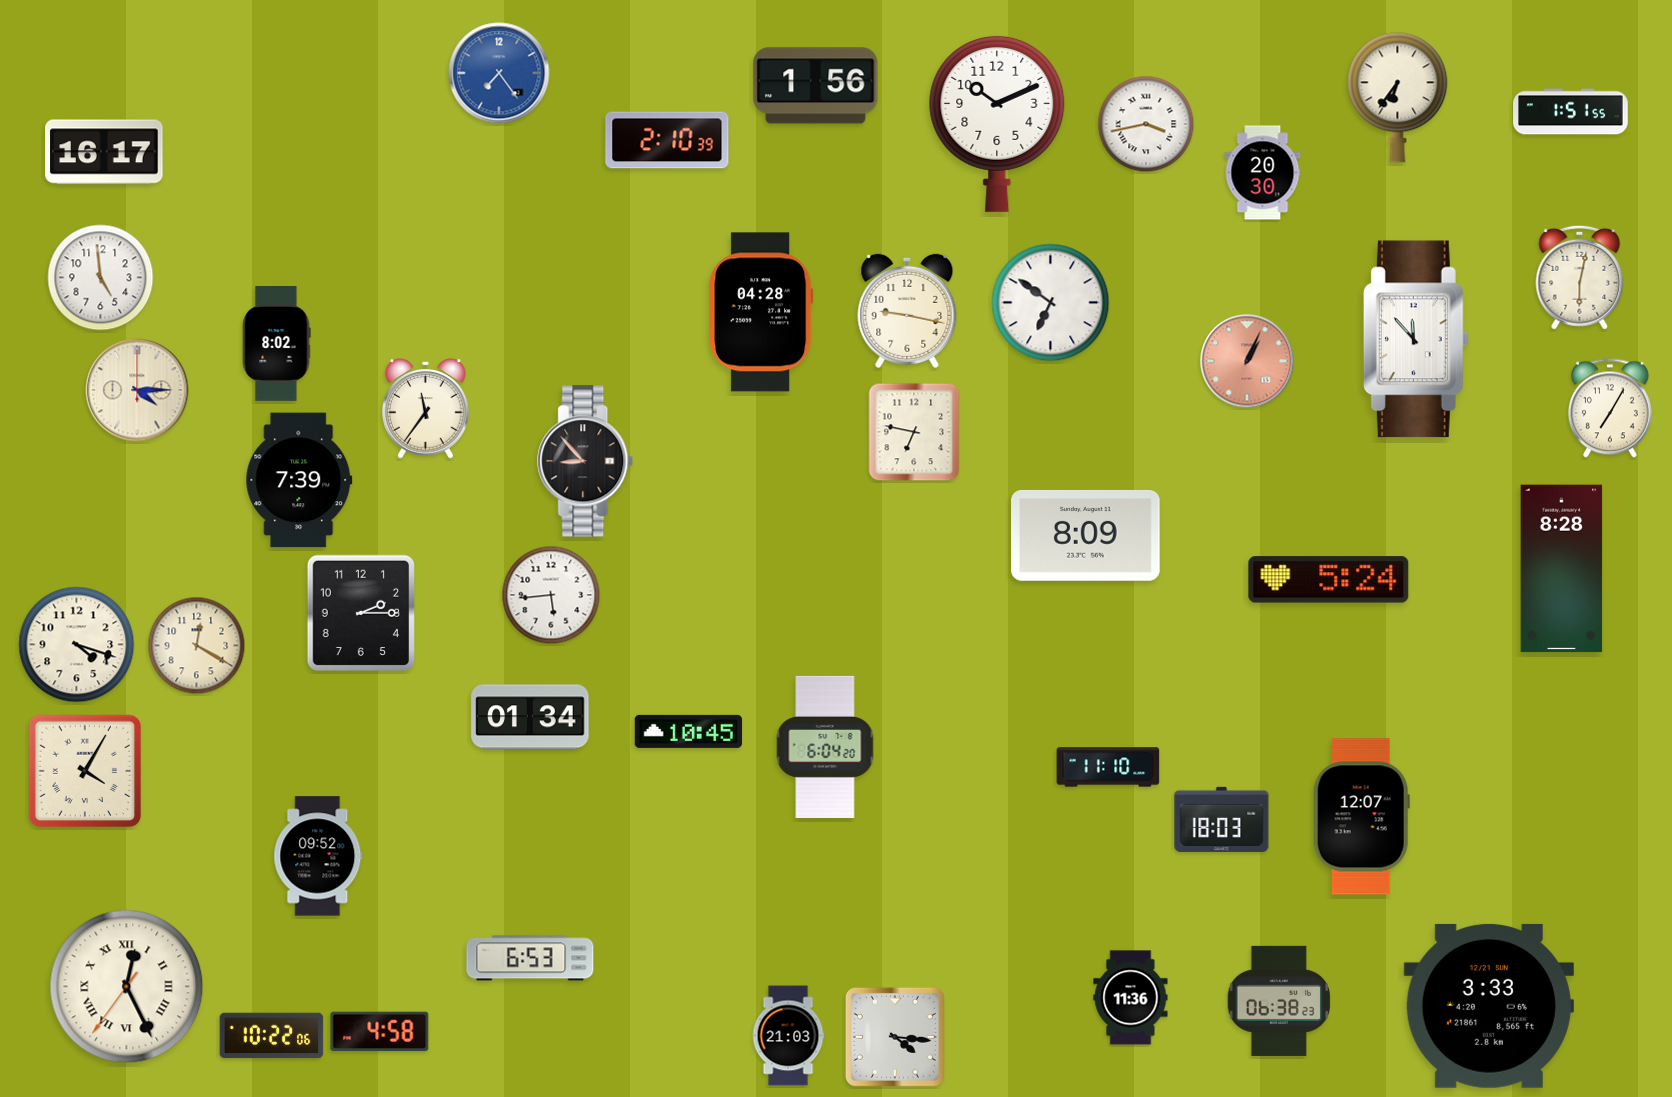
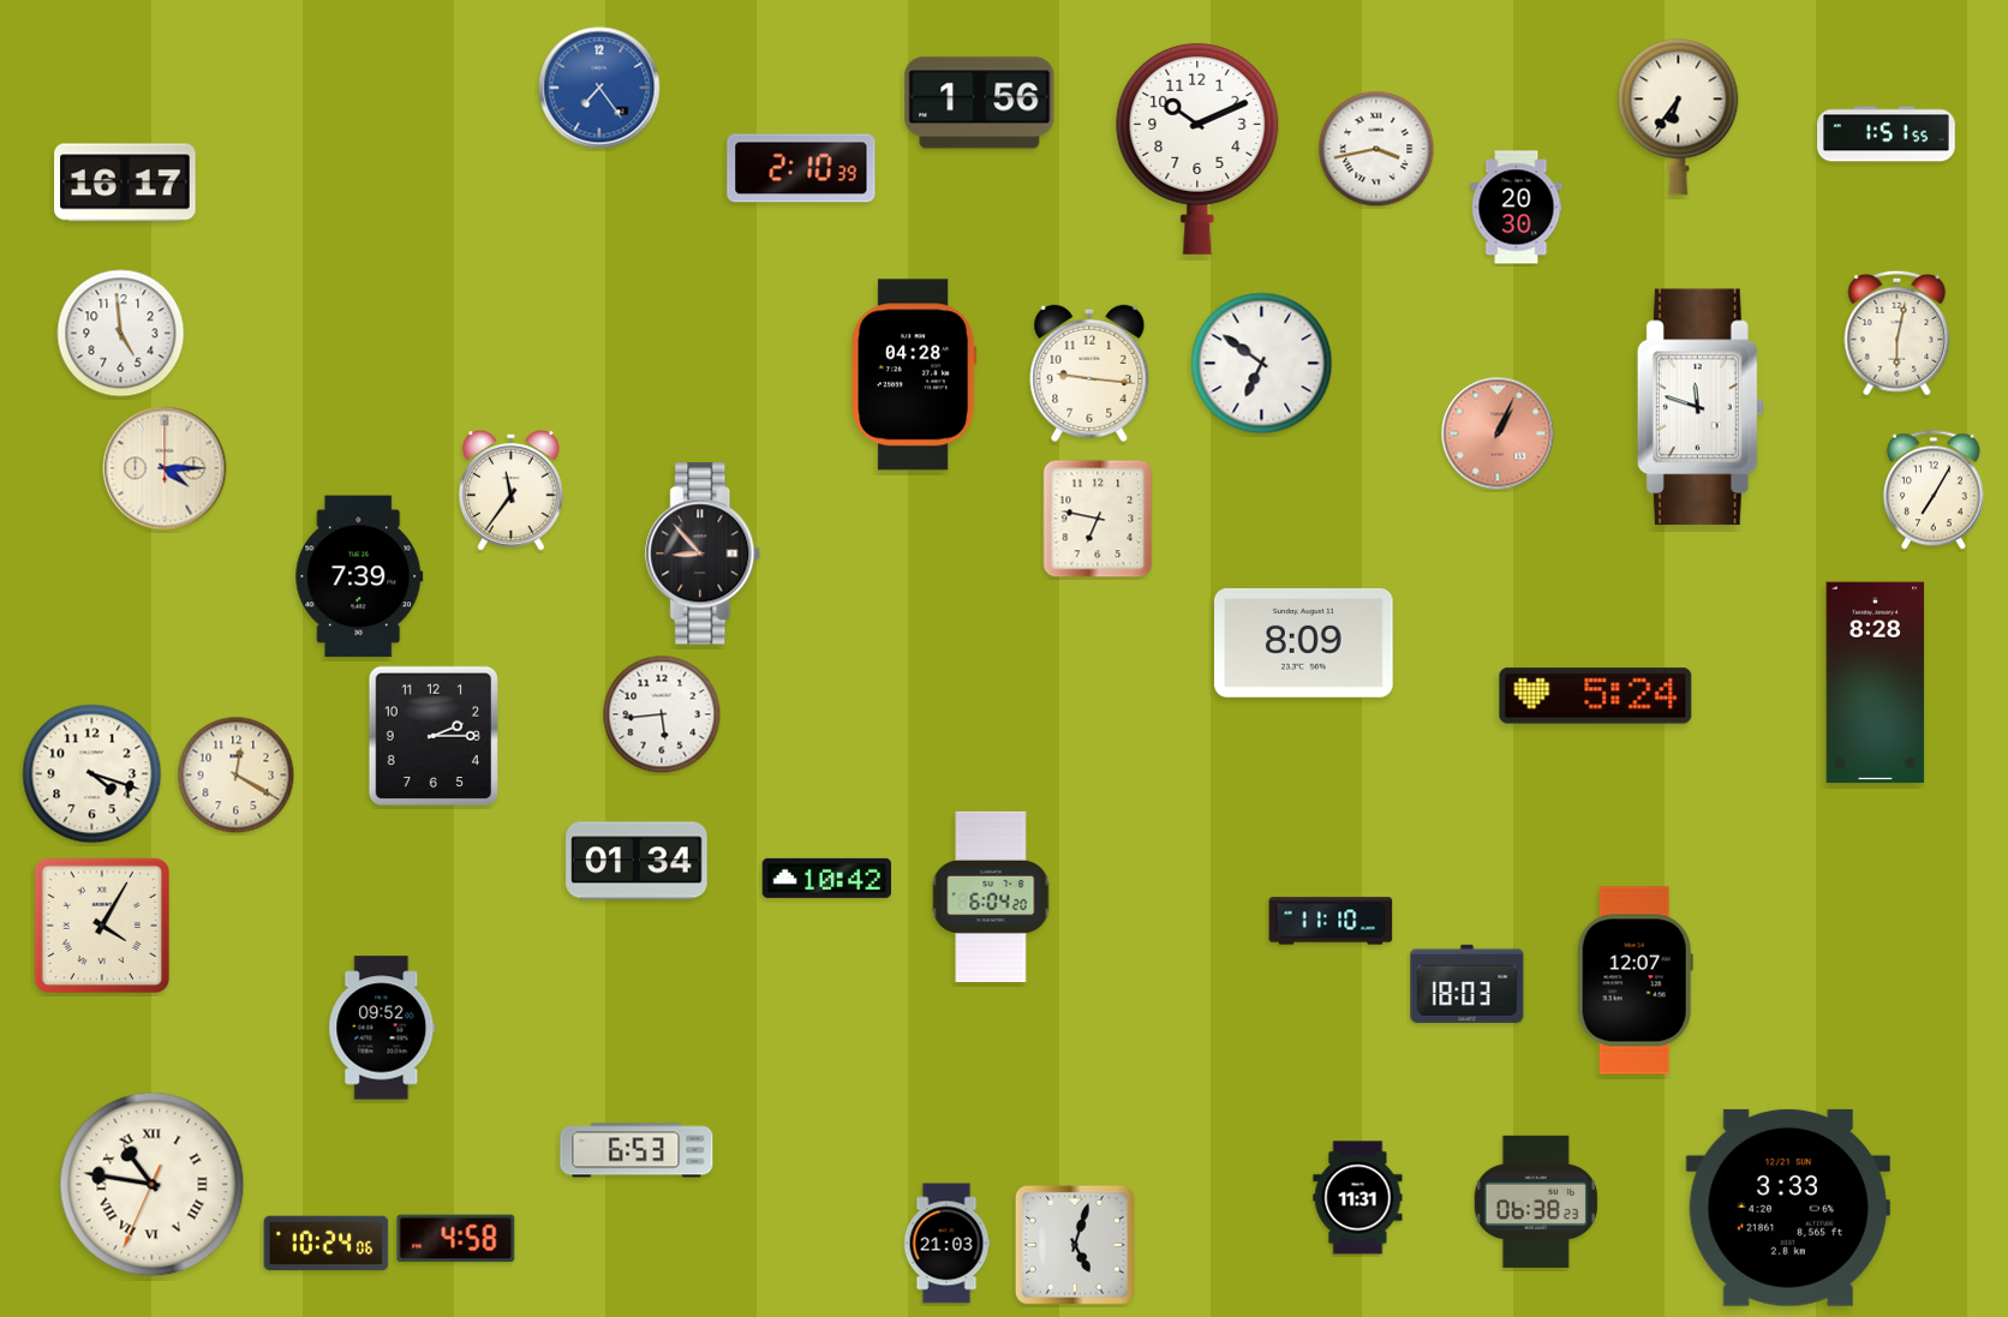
clock at (907, 311): 9:17 -> 9:16
clock at (1416, 339): 11:53 -> 11:48
clock at (276, 344): 8:02 -> none
clock at (688, 731): 10:45 -> 10:42
clock at (127, 987): 12:25 -> 10:46
clock at (1131, 998): 11:36 -> 11:31
clock at (272, 1036): 10:22 -> 10:24
clock at (895, 1037): 4:16 -> 5:03
